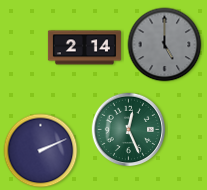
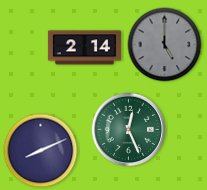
clock at (41, 151): 2:11 -> 8:11
